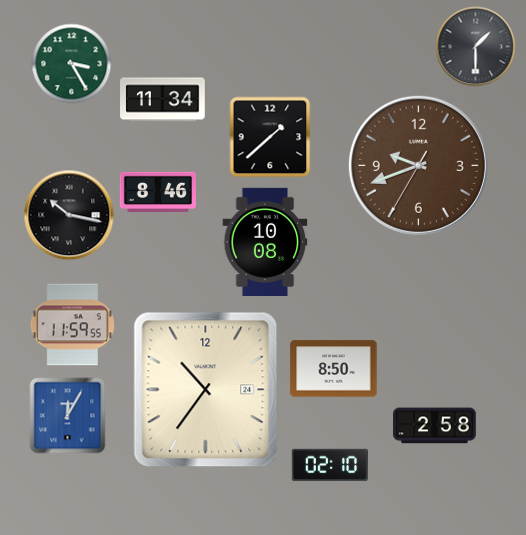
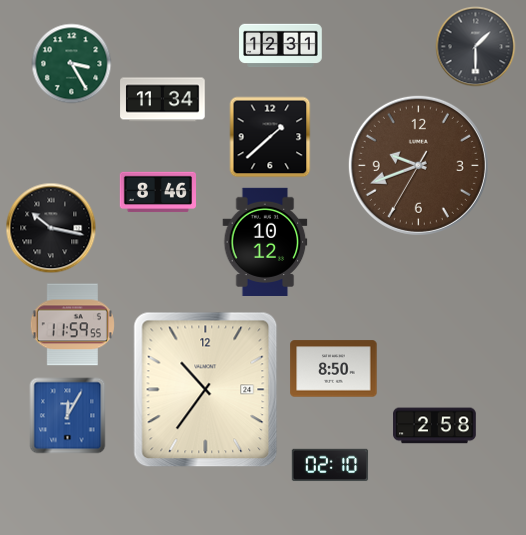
clock at (281, 46): none -> 12:31
clock at (69, 215) position: (69, 215) -> (51, 228)
clock at (265, 241): 10:08 -> 10:12
